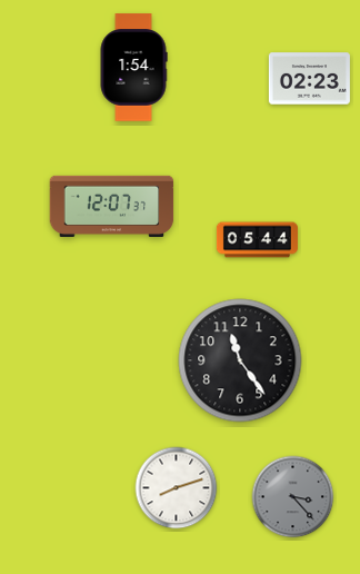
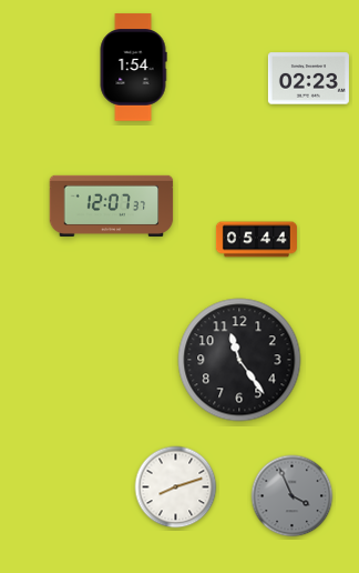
clock at (293, 497): 3:23 -> 3:56
